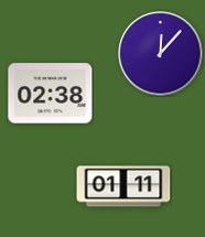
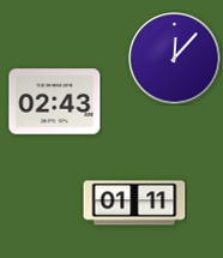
clock at (51, 94): 02:38 -> 02:43
